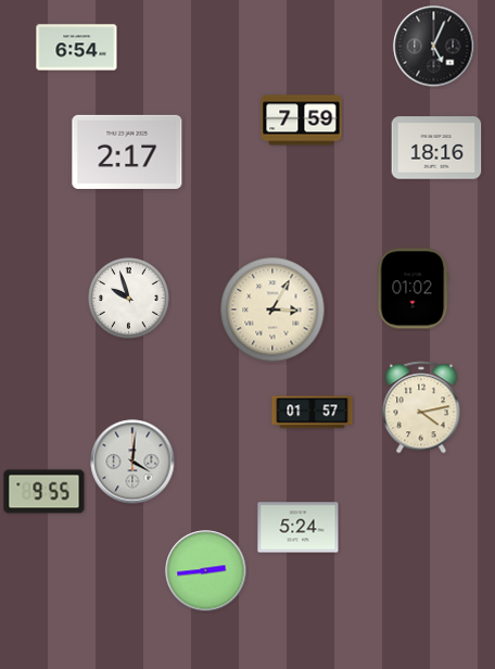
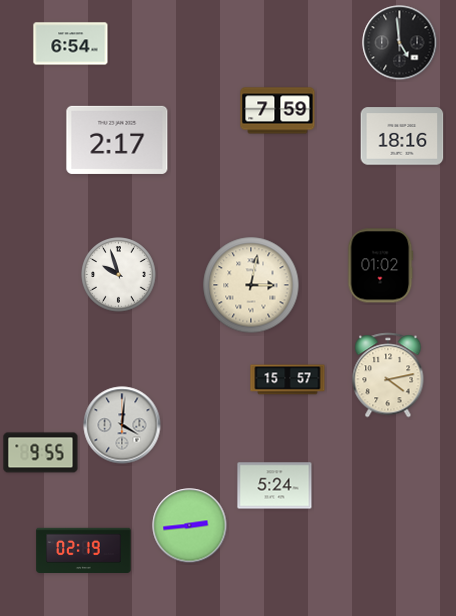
clock at (434, 47): 5:04 -> 4:59
clock at (272, 310): 3:05 -> 3:02
clock at (313, 413): 01:57 -> 15:57
clock at (84, 550): none -> 02:19
